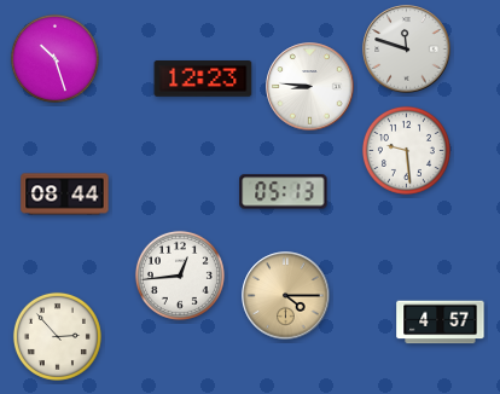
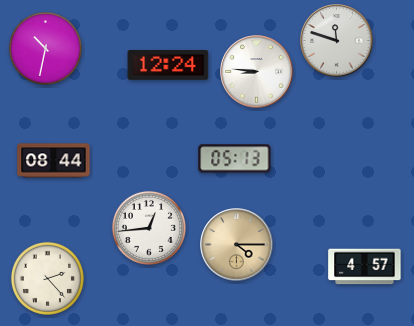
clock at (54, 58): 10:27 -> 10:32
clock at (203, 80): 12:23 -> 12:24
clock at (406, 150): 9:29 -> none
clock at (57, 336): 2:53 -> 2:23
